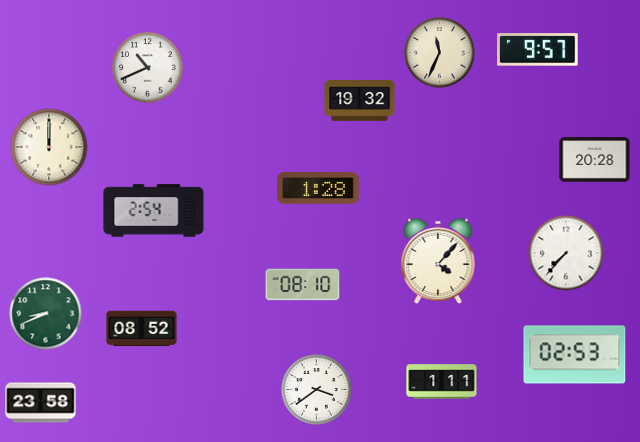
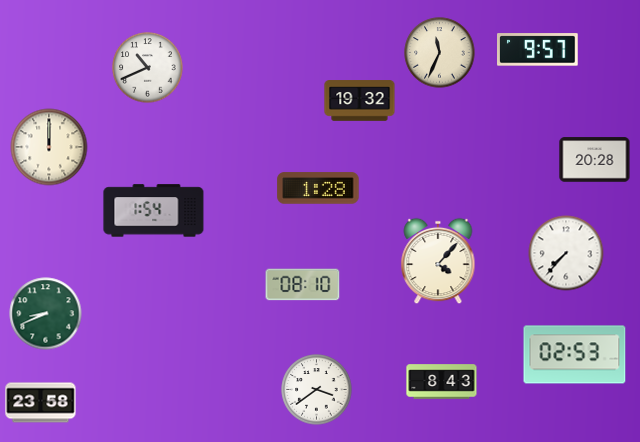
clock at (154, 211): 2:54 -> 1:54
clock at (142, 329): 08:52 -> none
clock at (442, 382): 1:11 -> 8:43
